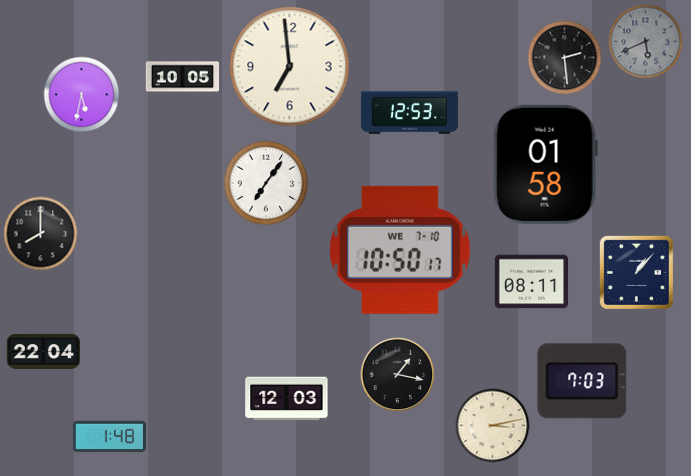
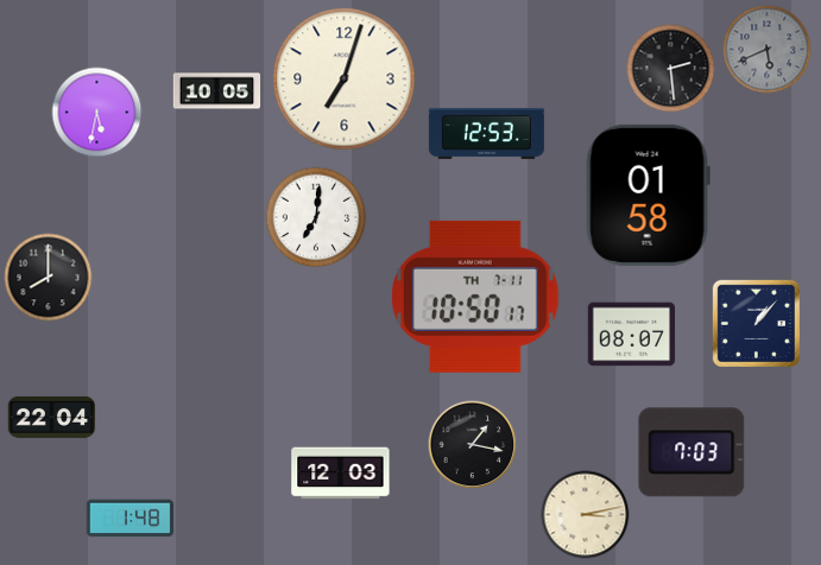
clock at (290, 67): 6:59 -> 7:03
clock at (266, 183): 7:06 -> 7:01
clock at (400, 250) date: WE 7-10 -> TH 7-11
clock at (532, 282): 08:11 -> 08:07
clock at (493, 426) position: (493, 426) -> (586, 515)
